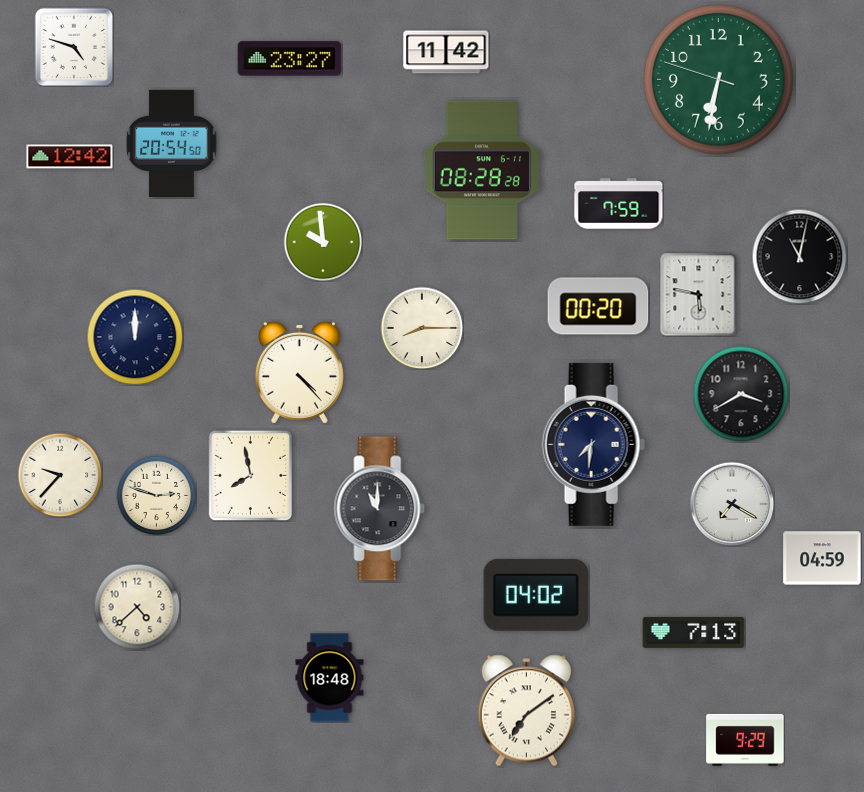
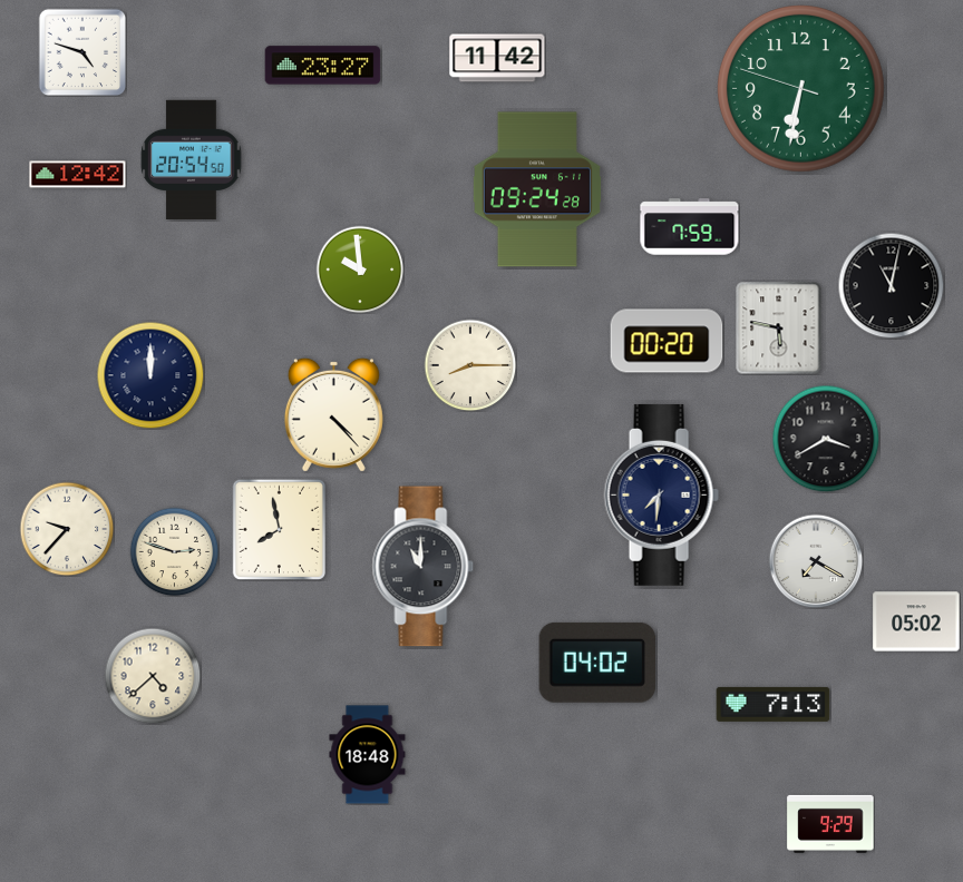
clock at (482, 170): 08:28 -> 09:24
clock at (822, 558): 04:59 -> 05:02
clock at (526, 711): 7:09 -> none
